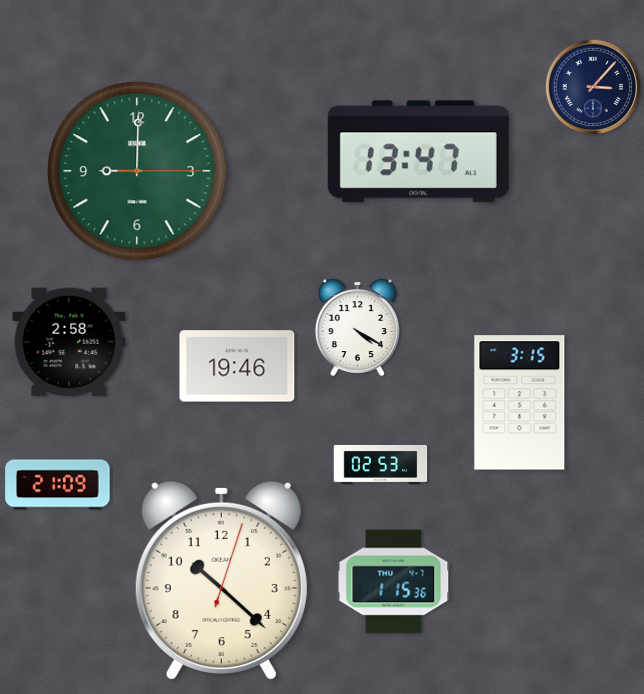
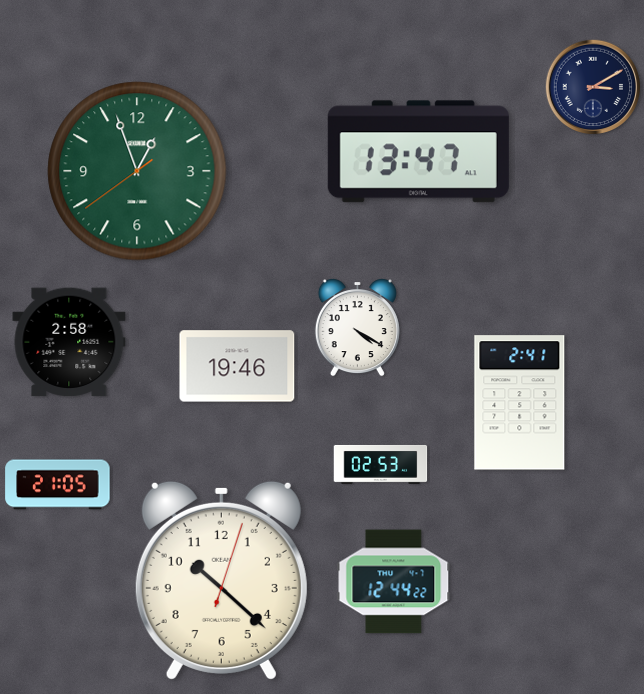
clock at (593, 87): 3:07 -> 3:10
clock at (137, 171): 9:00 -> 12:56
clock at (520, 403): 3:15 -> 2:41
clock at (58, 485): 21:09 -> 21:05
clock at (394, 582): 1:15 -> 12:44
